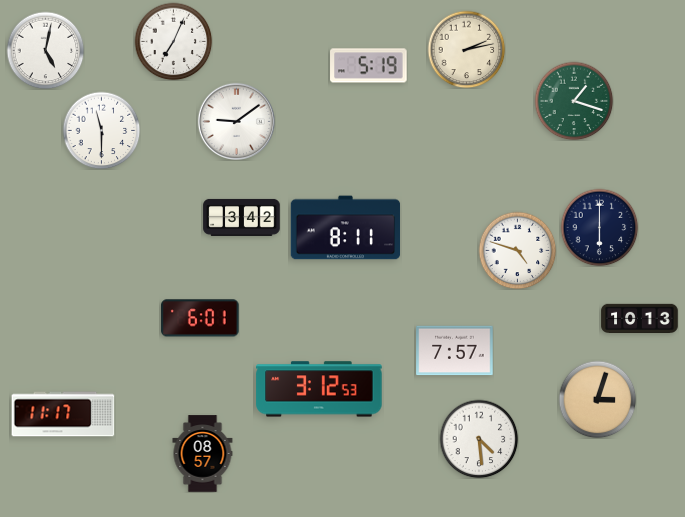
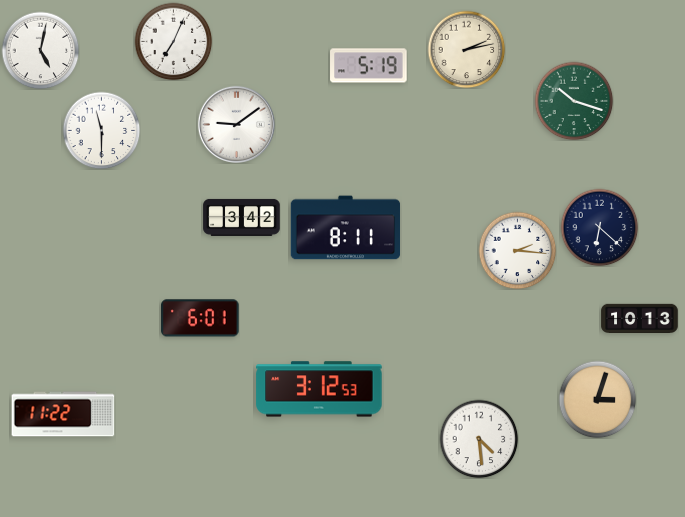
clock at (45, 50) position: (45, 50) -> (40, 50)
clock at (574, 101): 1:18 -> 10:18
clock at (236, 121) position: (236, 121) -> (236, 124)
clock at (599, 227): 6:00 -> 6:22
clock at (517, 250): 4:48 -> 2:16
clock at (455, 351): 7:57 -> none
clock at (63, 414): 11:17 -> 11:22
clock at (203, 454): 08:57 -> none
